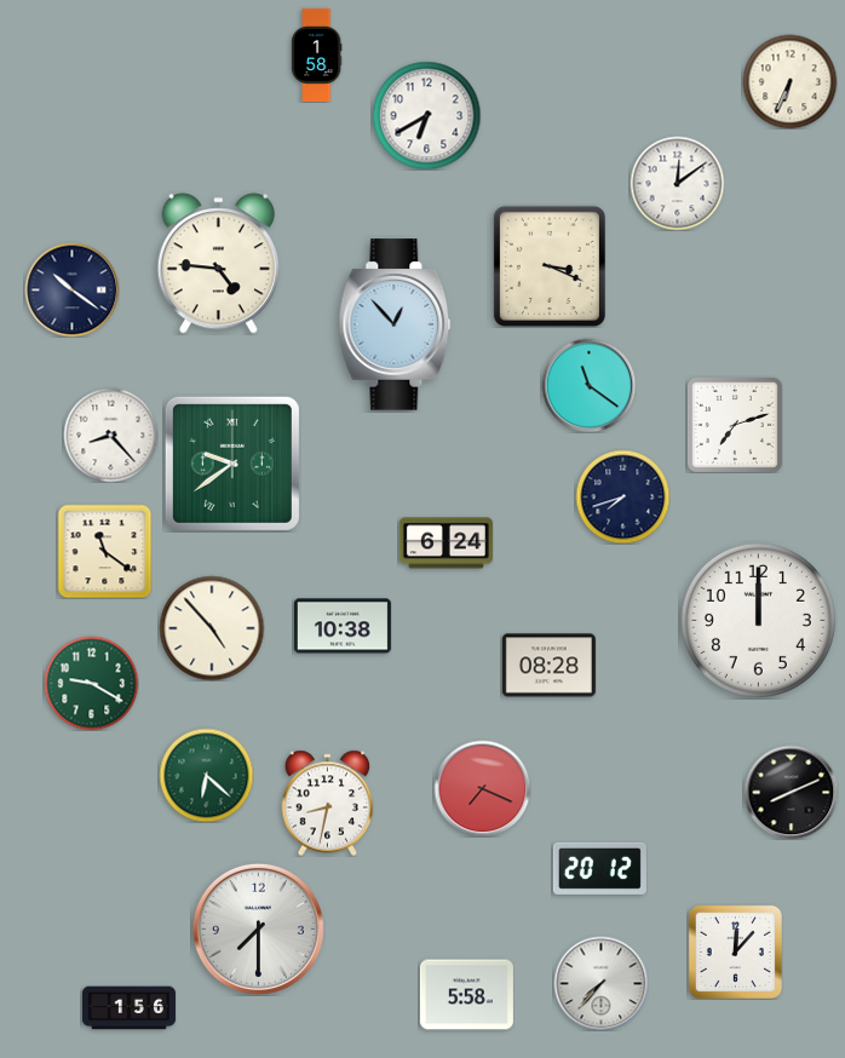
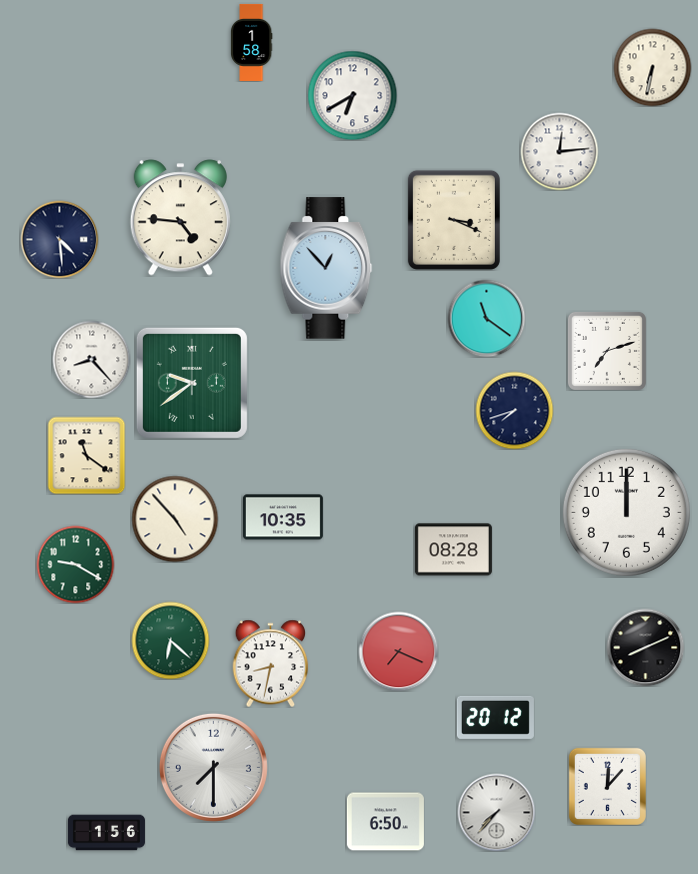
clock at (316, 54) position: (316, 54) -> (251, 42)
clock at (789, 81): 6:34 -> 6:32
clock at (677, 183): 12:09 -> 12:14
clock at (71, 289): 10:21 -> 4:29
clock at (446, 544): 6:24 -> none
clock at (343, 626): 10:38 -> 10:35
clock at (791, 792) position: (791, 792) -> (645, 647)
clock at (466, 995): 5:58 -> 6:50
